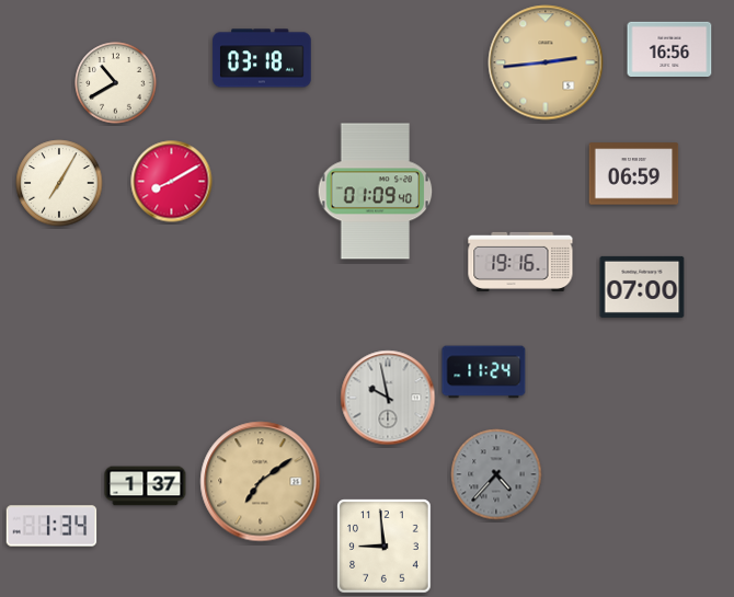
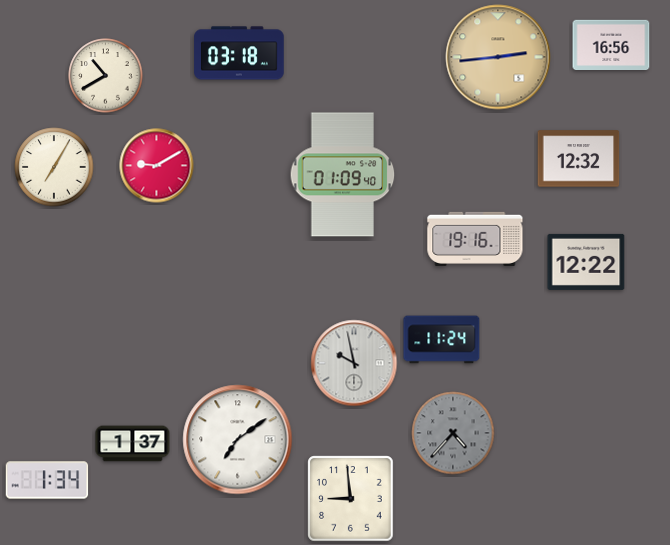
clock at (634, 174): 06:59 -> 12:32
clock at (172, 182): 8:10 -> 9:10
clock at (642, 287): 07:00 -> 12:22
clock at (261, 482) dial: champagne -> white
